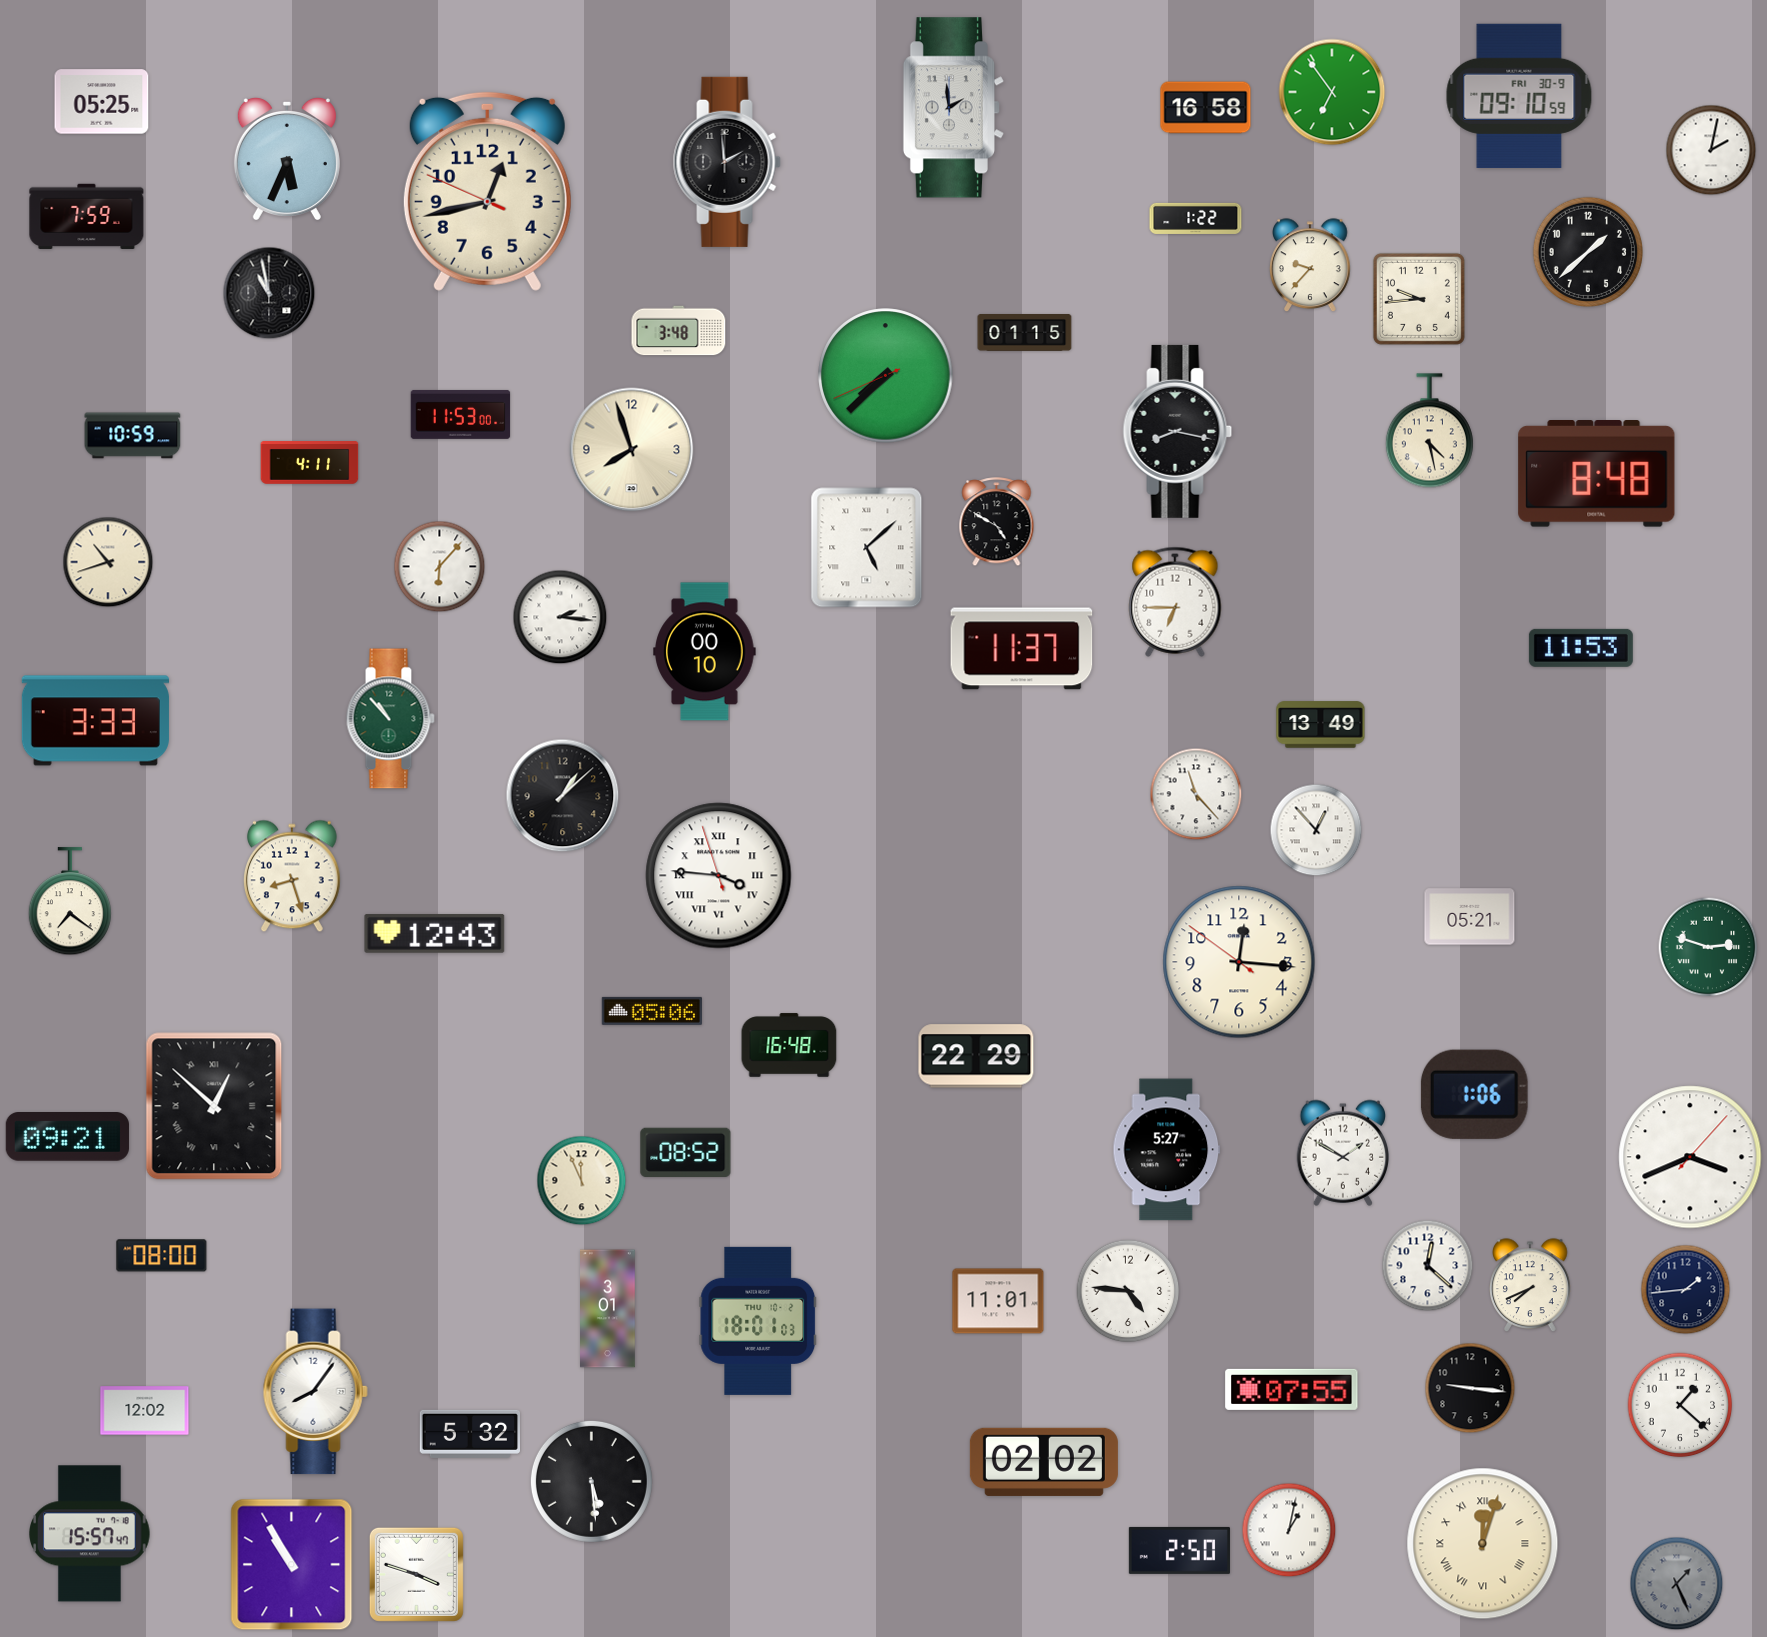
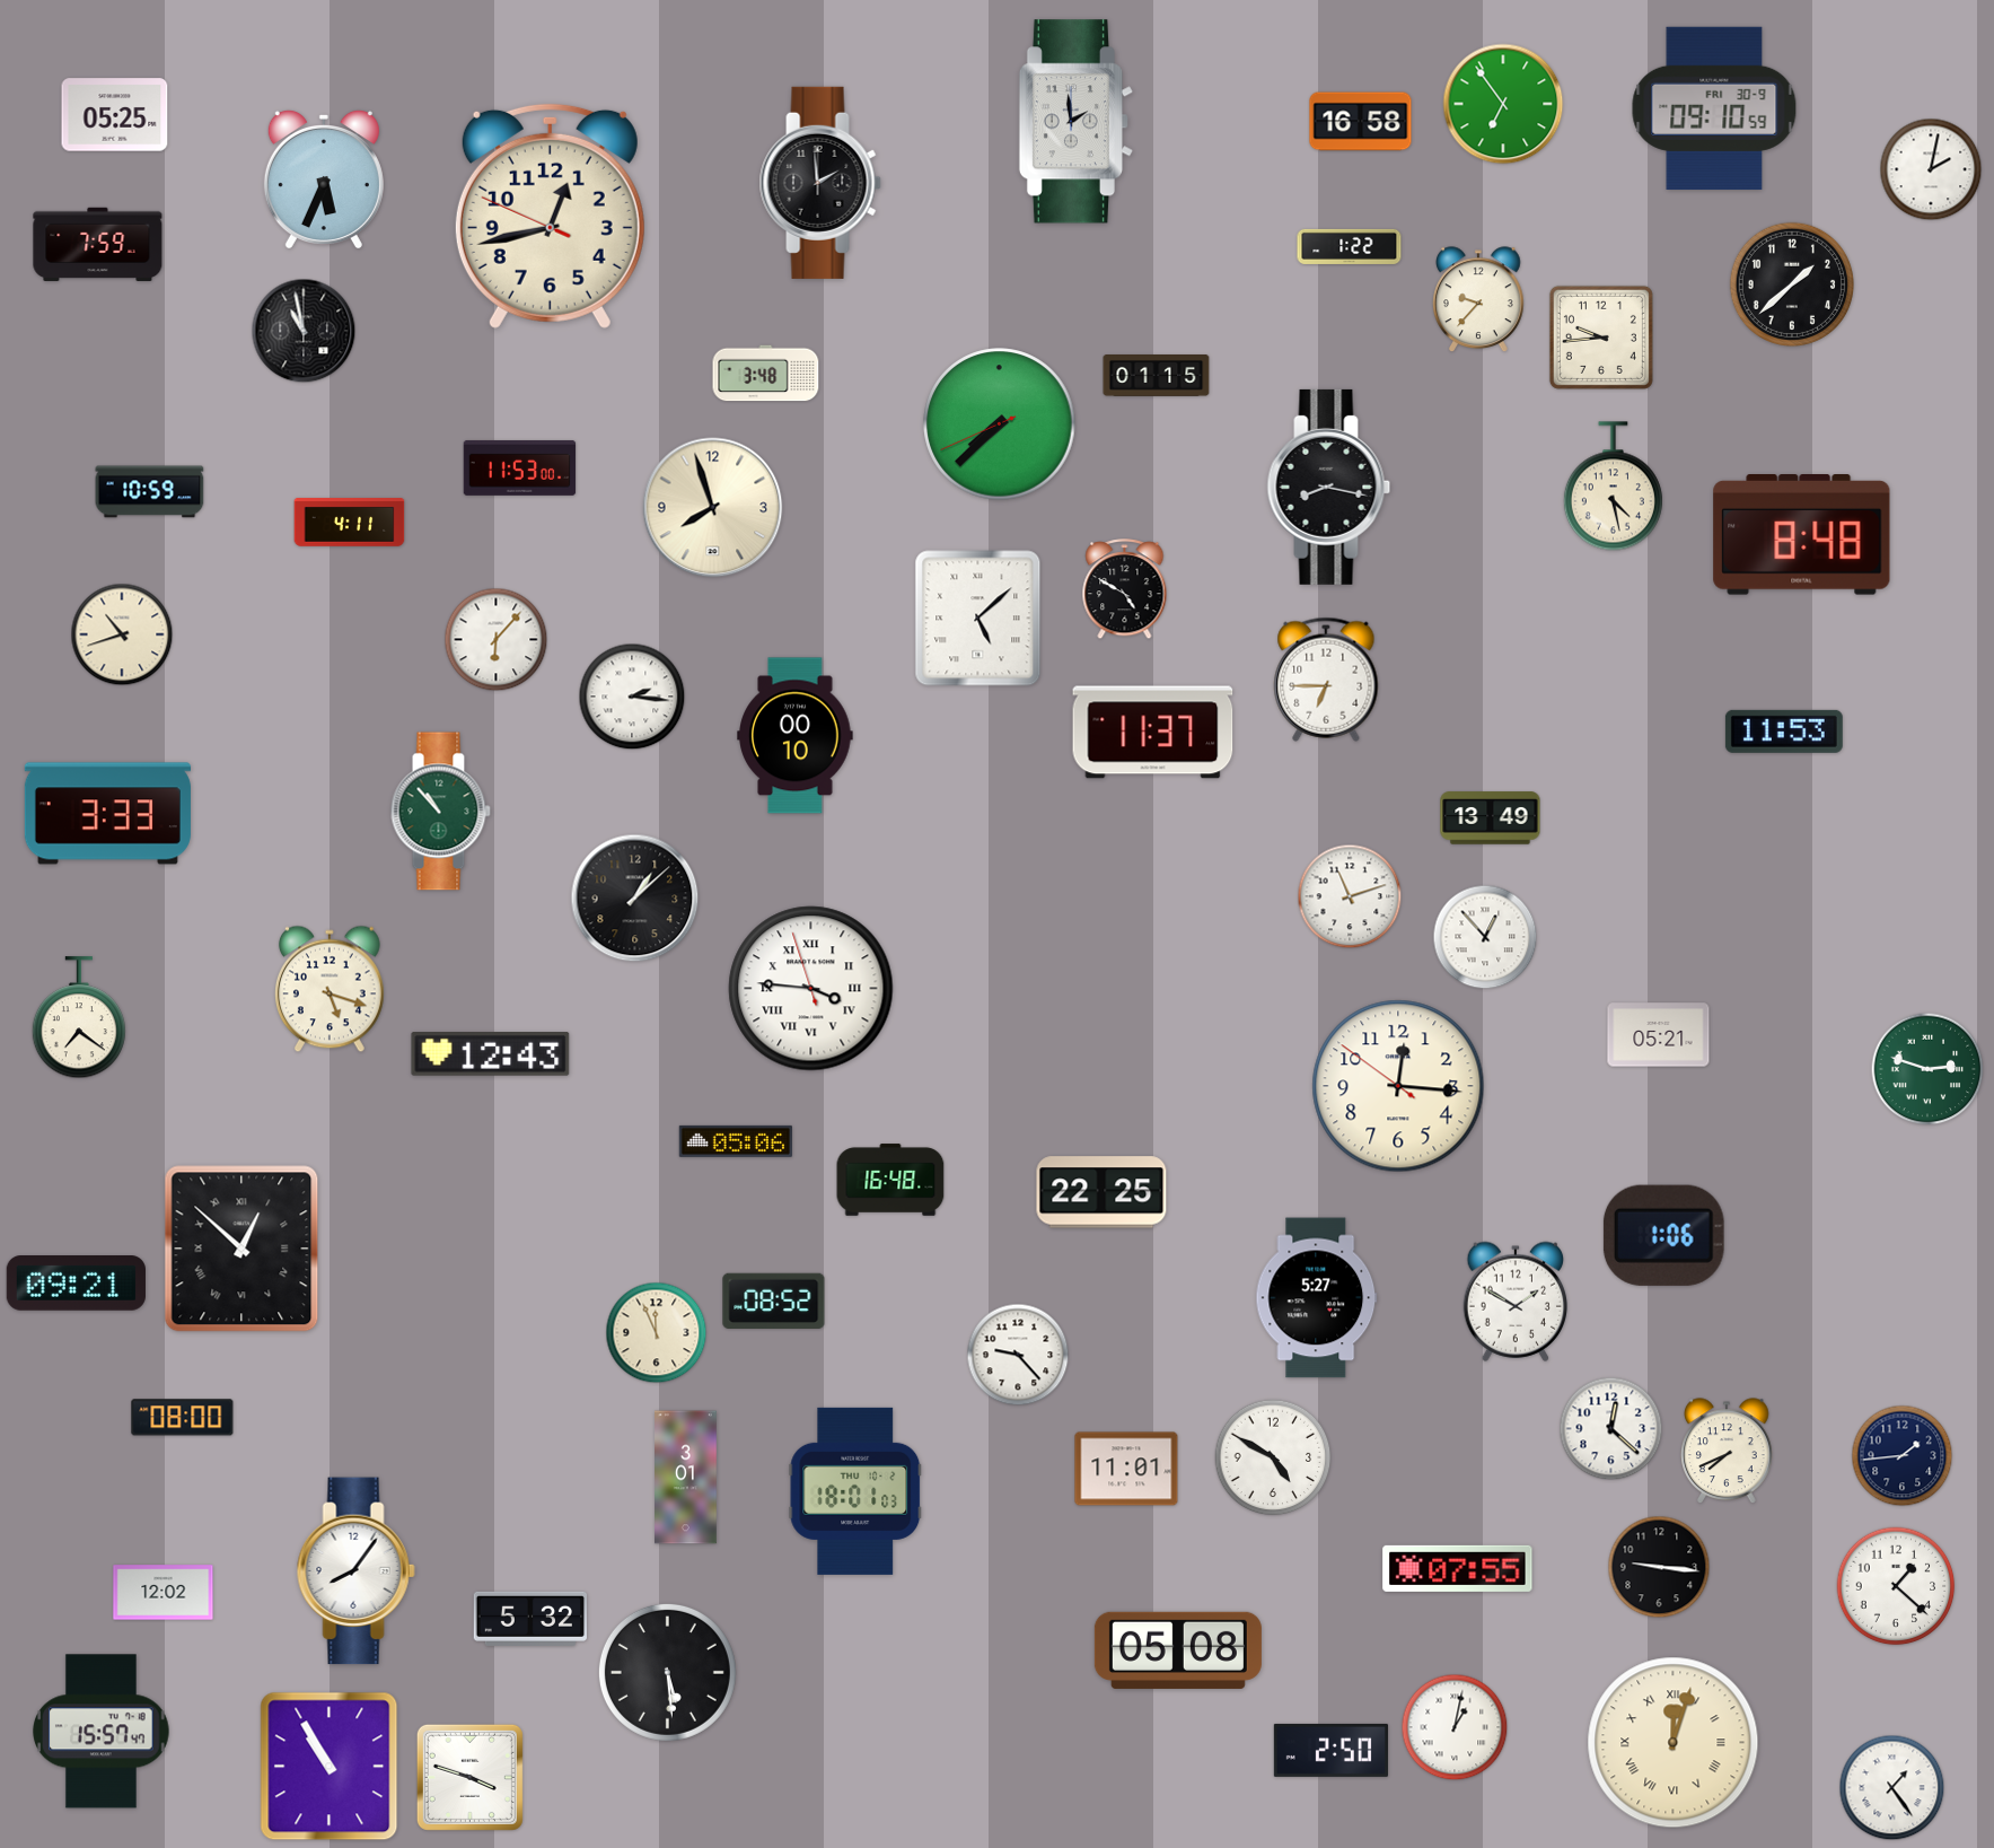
clock at (1196, 794): 11:23 -> 11:12
clock at (292, 876): 8:27 -> 5:18
clock at (976, 1056): 22:29 -> 22:25
clock at (1690, 1157): 3:41 -> none
clock at (1018, 1355): none -> 9:23
clock at (1128, 1291): 4:46 -> 4:50
clock at (1044, 1462): 02:02 -> 05:08
clock at (1677, 1584): 1:26 -> 1:24
clock at (1677, 1584) dial: grey -> white
